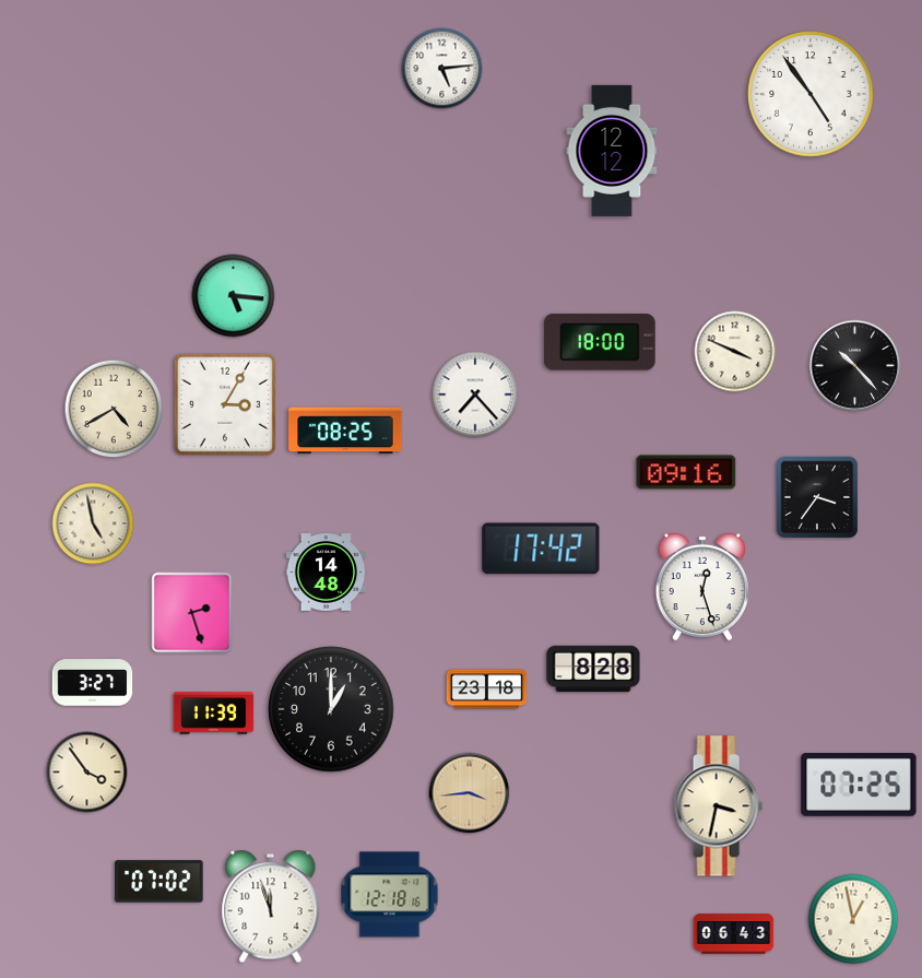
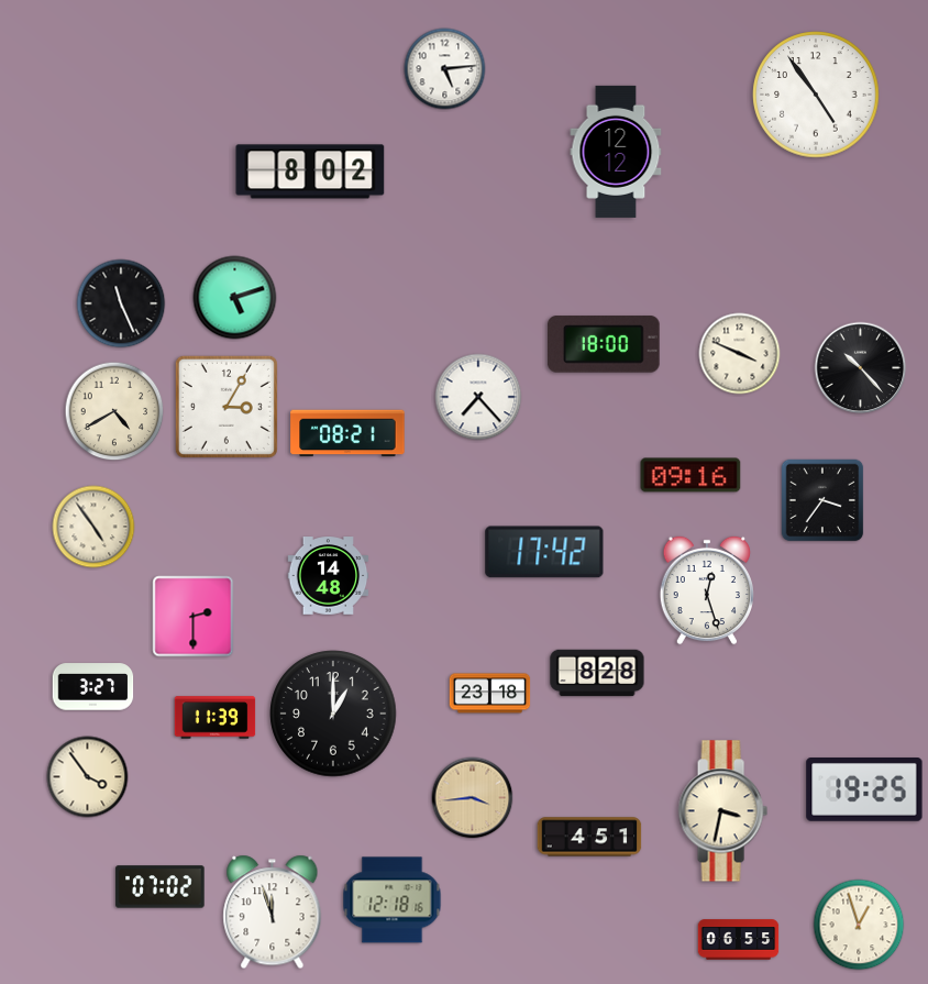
clock at (310, 172): none -> 8:02
clock at (234, 296): 5:16 -> 5:12
clock at (121, 303): none -> 11:26
clock at (345, 431): 08:25 -> 08:21
clock at (93, 523): 4:58 -> 4:54
clock at (192, 613): 2:27 -> 2:30
clock at (859, 786): 07:25 -> 19:25
clock at (589, 837): none -> 4:51
clock at (853, 919): 12:58 -> 12:57
clock at (734, 934): 06:43 -> 06:55
